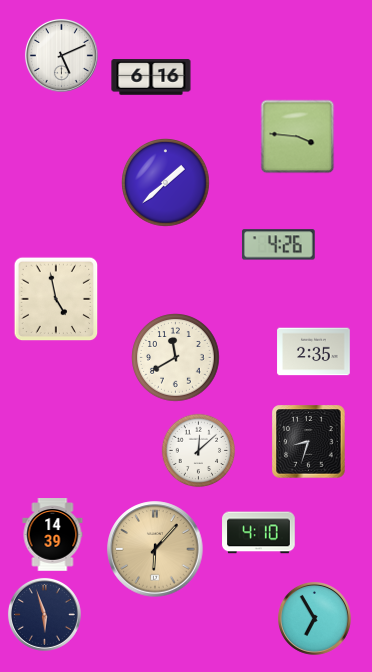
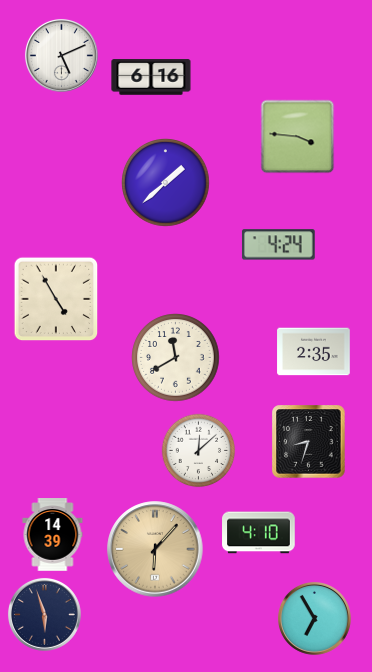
clock at (279, 245): 4:26 -> 4:24
clock at (56, 299): 4:58 -> 4:55
